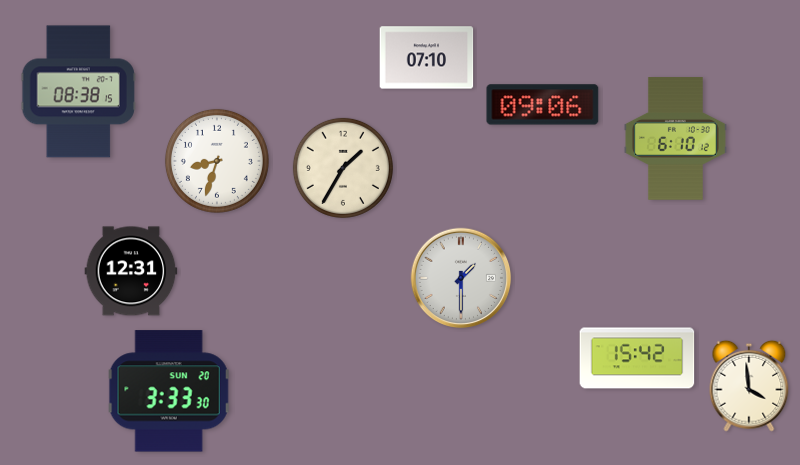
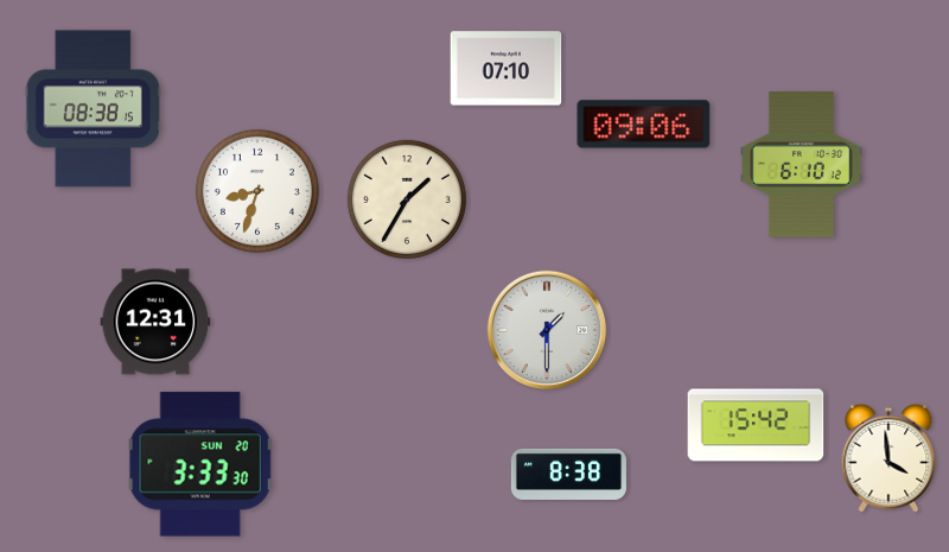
clock at (568, 474): none -> 8:38
